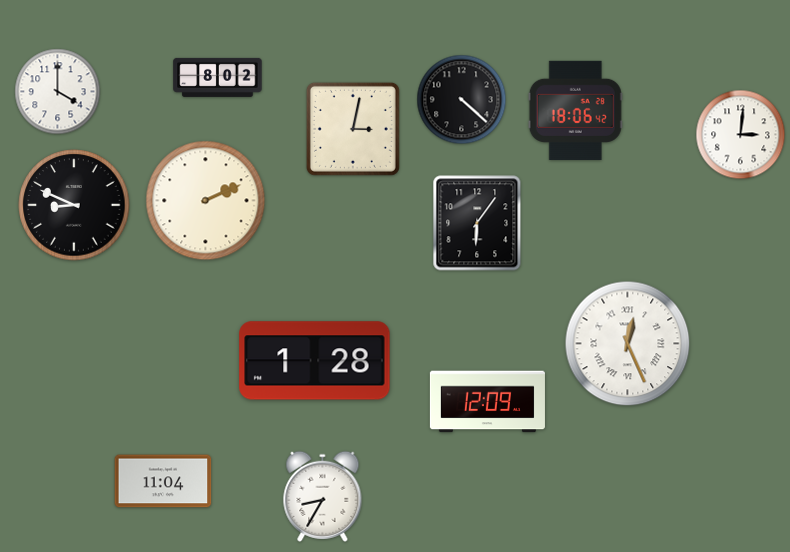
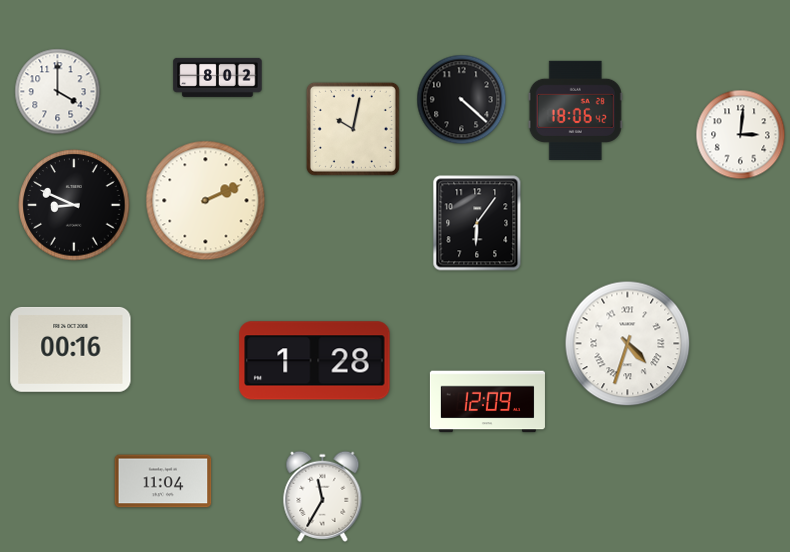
clock at (353, 129): 3:02 -> 10:02
clock at (628, 344): 12:26 -> 4:33
clock at (71, 349): none -> 00:16
clock at (323, 496): 8:35 -> 11:35
